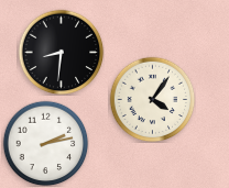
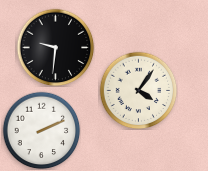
clock at (61, 52): 8:31 -> 9:31
clock at (45, 143): 2:13 -> 2:11
